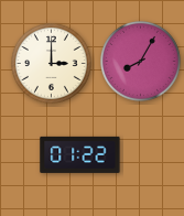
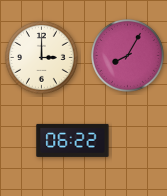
clock at (52, 64) position: (52, 64) -> (42, 58)
clock at (80, 154): 01:22 -> 06:22
